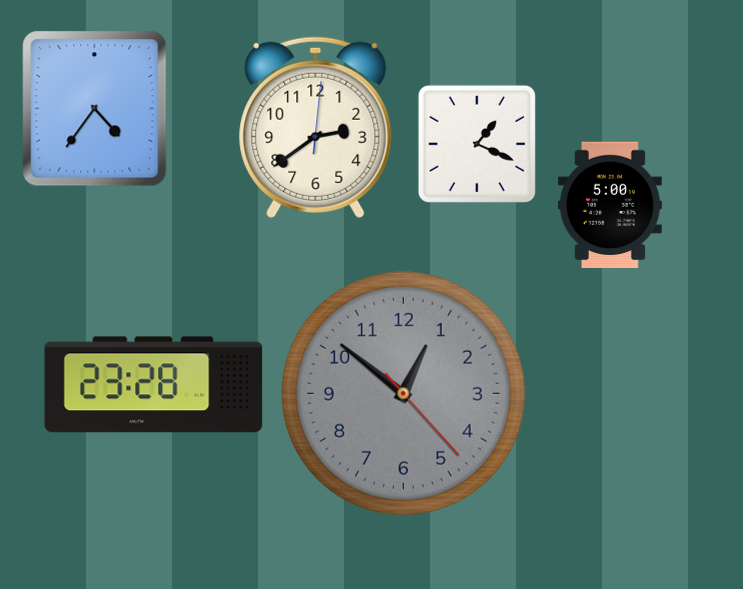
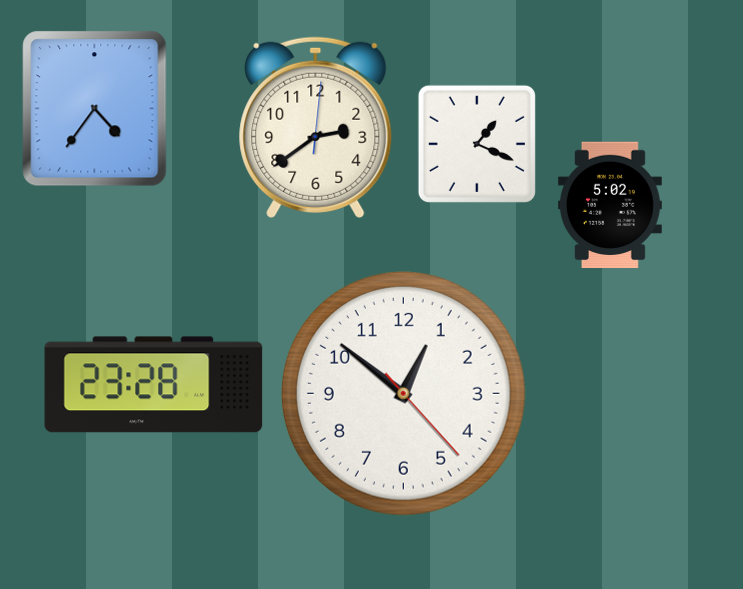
clock at (610, 205): 5:00 -> 5:02
clock at (403, 393) dial: grey -> white
